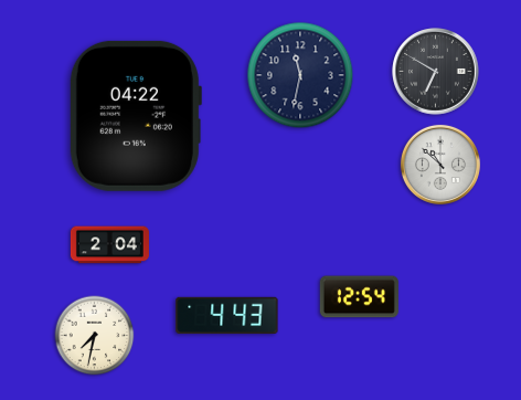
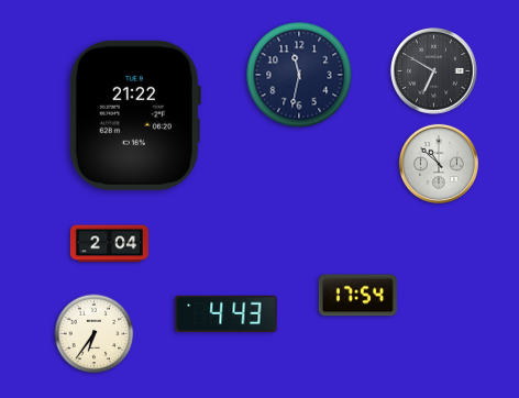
clock at (135, 116): 04:22 -> 21:22
clock at (359, 297): 12:54 -> 17:54
clock at (95, 336): 7:32 -> 6:36
